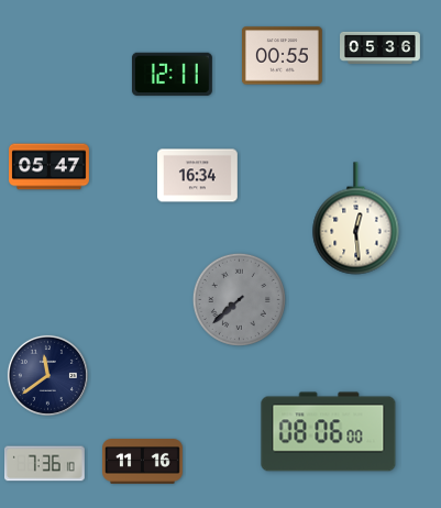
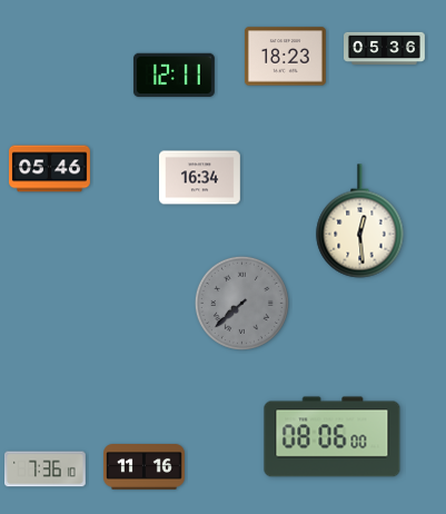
clock at (282, 56): 00:55 -> 18:23
clock at (49, 167): 05:47 -> 05:46
clock at (47, 375): 11:39 -> none
